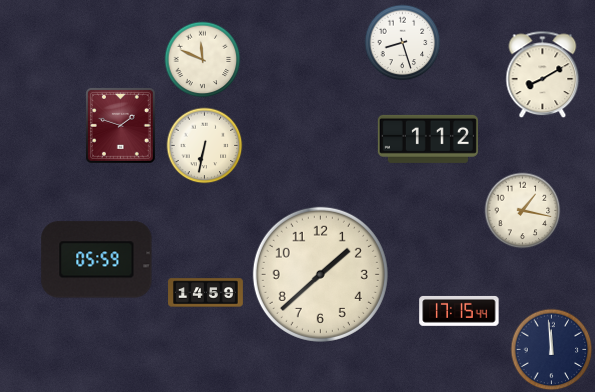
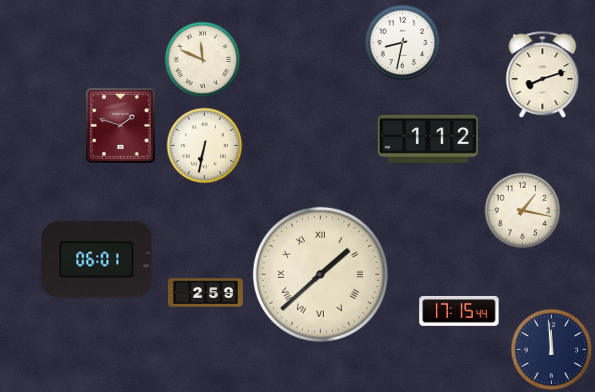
clock at (403, 43): 8:27 -> 8:32
clock at (543, 75): 8:10 -> 8:12
clock at (97, 260): 05:59 -> 06:01
clock at (320, 274) numerals: Arabic -> Roman
clock at (206, 293): 14:59 -> 2:59
